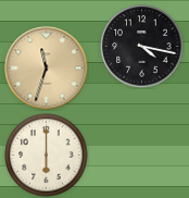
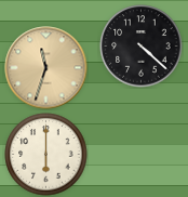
clock at (142, 47): 4:17 -> 4:22
